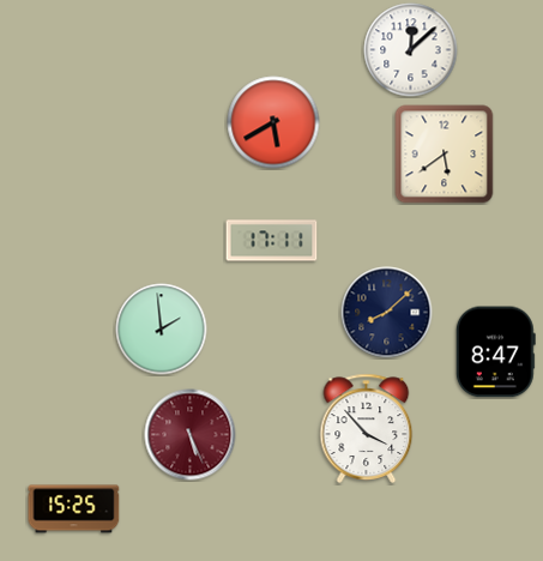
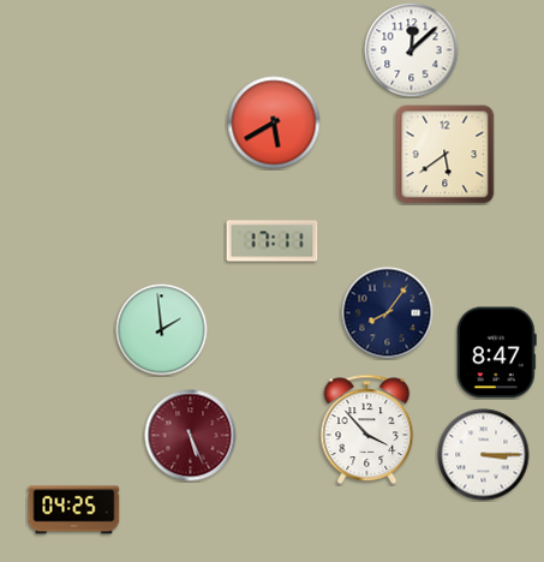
clock at (387, 313): 8:08 -> 8:06
clock at (484, 455): none -> 3:15
clock at (74, 509): 15:25 -> 04:25
